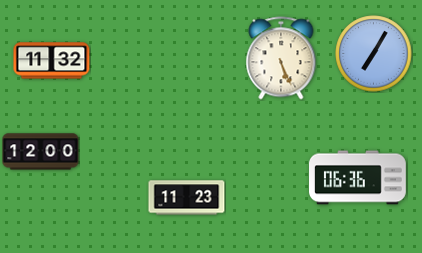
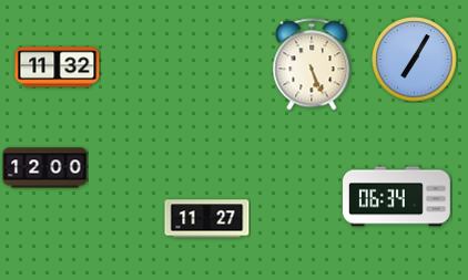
clock at (358, 178): 06:36 -> 06:34
clock at (187, 198): 11:23 -> 11:27
